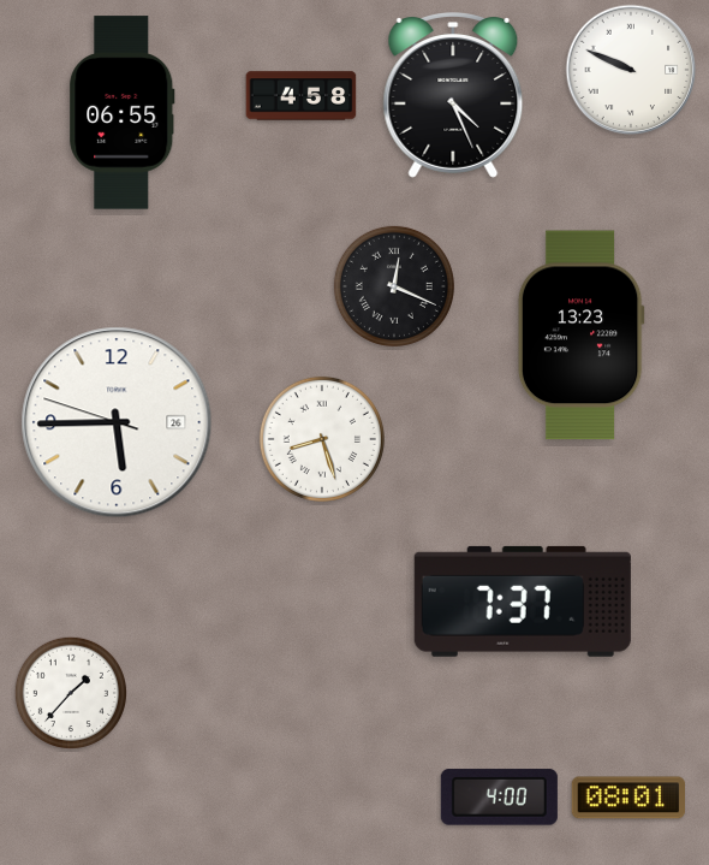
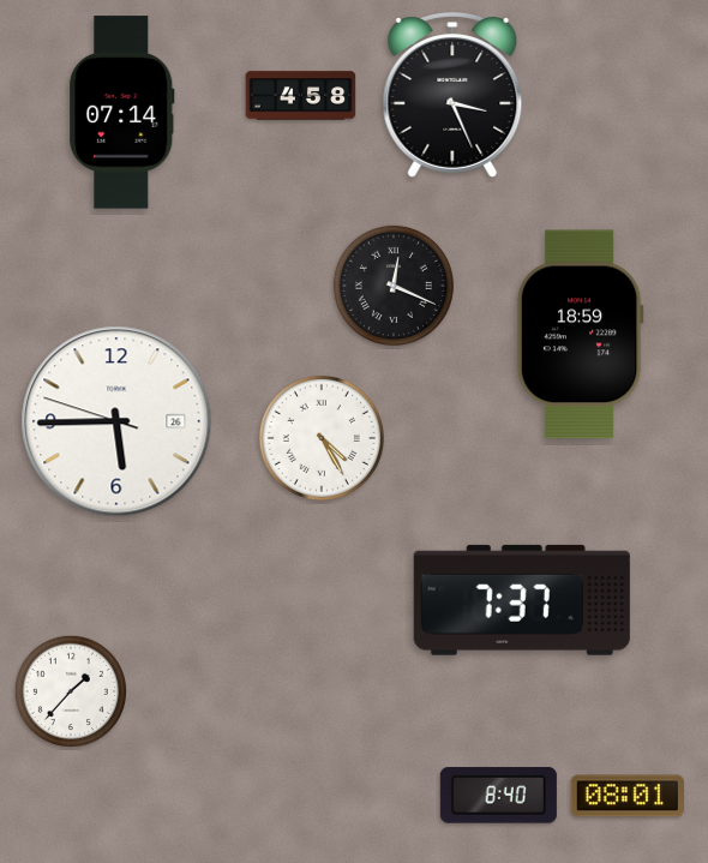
clock at (631, 70): 9:49 -> none
clock at (453, 95): 4:26 -> 3:26
clock at (123, 113): 06:55 -> 07:14
clock at (580, 336): 13:23 -> 18:59
clock at (322, 439): 8:27 -> 4:25
clock at (499, 798): 4:00 -> 8:40
